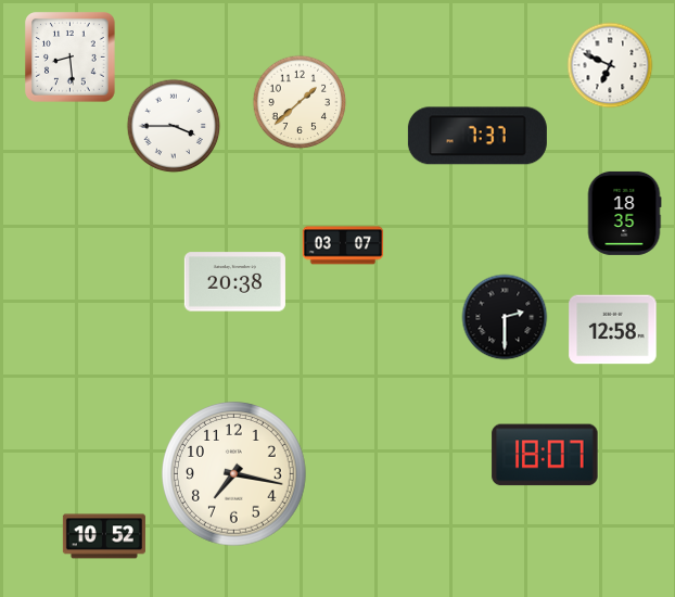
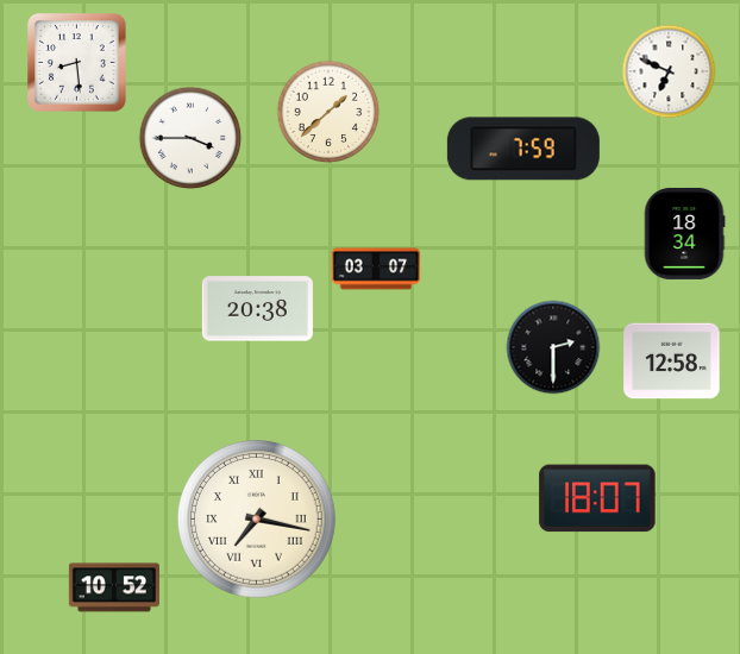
clock at (477, 136): 7:37 -> 7:59
clock at (624, 213): 18:35 -> 18:34
clock at (234, 474) numerals: Arabic -> Roman
